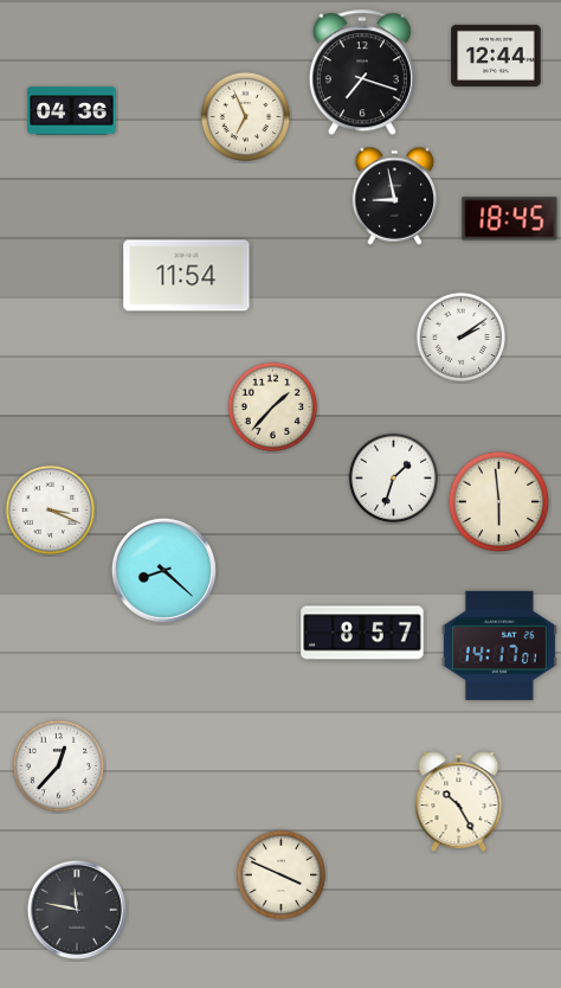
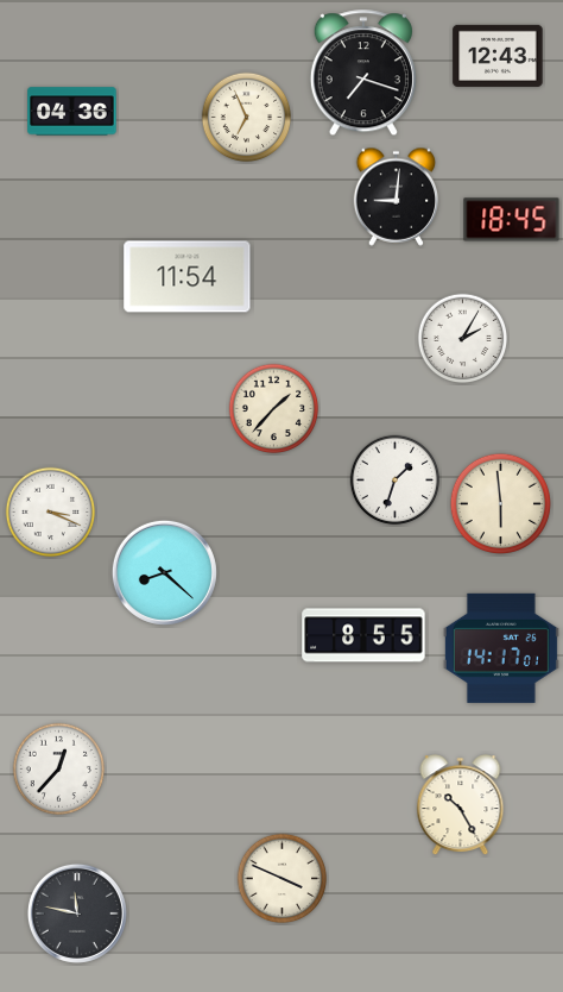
clock at (496, 56): 12:44 -> 12:43
clock at (395, 195): 8:58 -> 9:01
clock at (462, 338): 2:09 -> 2:05
clock at (362, 633): 8:57 -> 8:55
